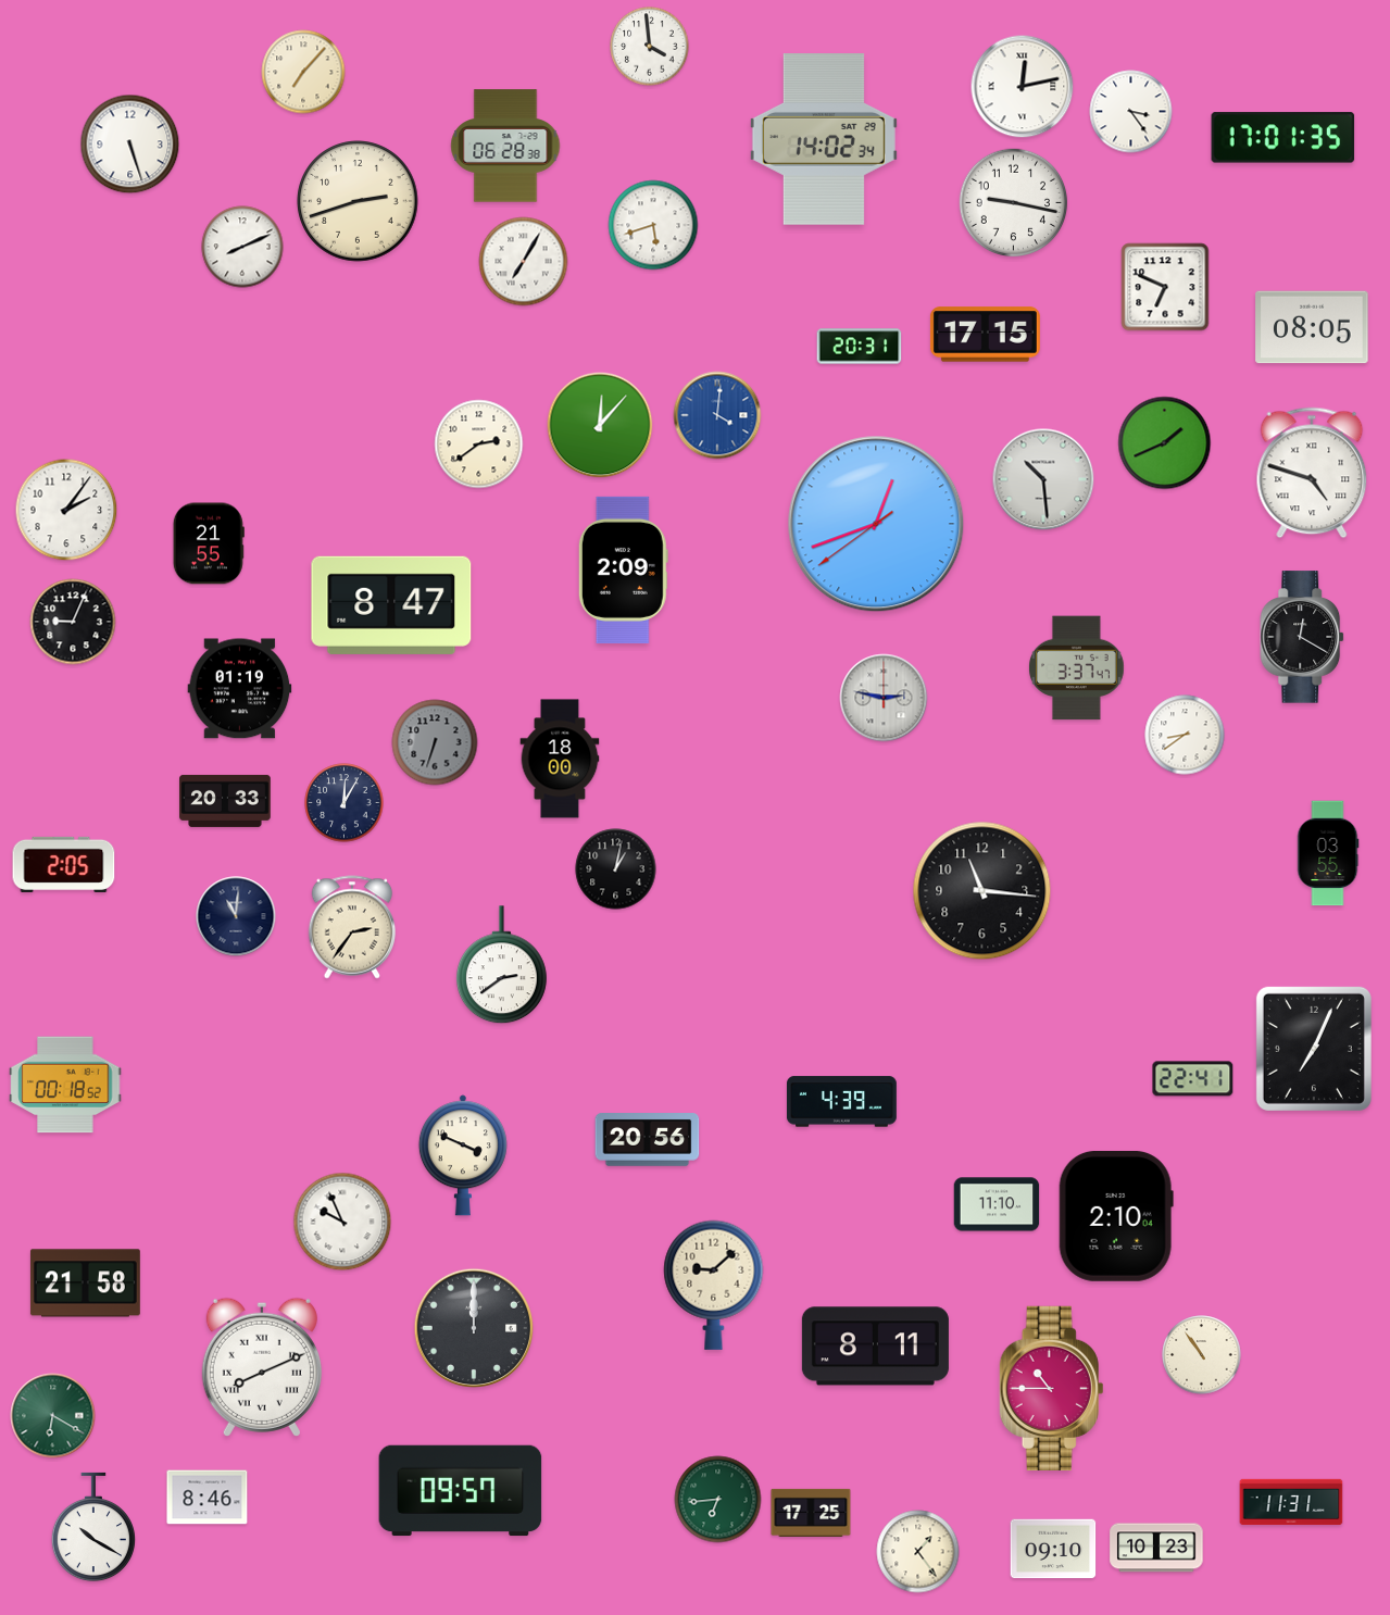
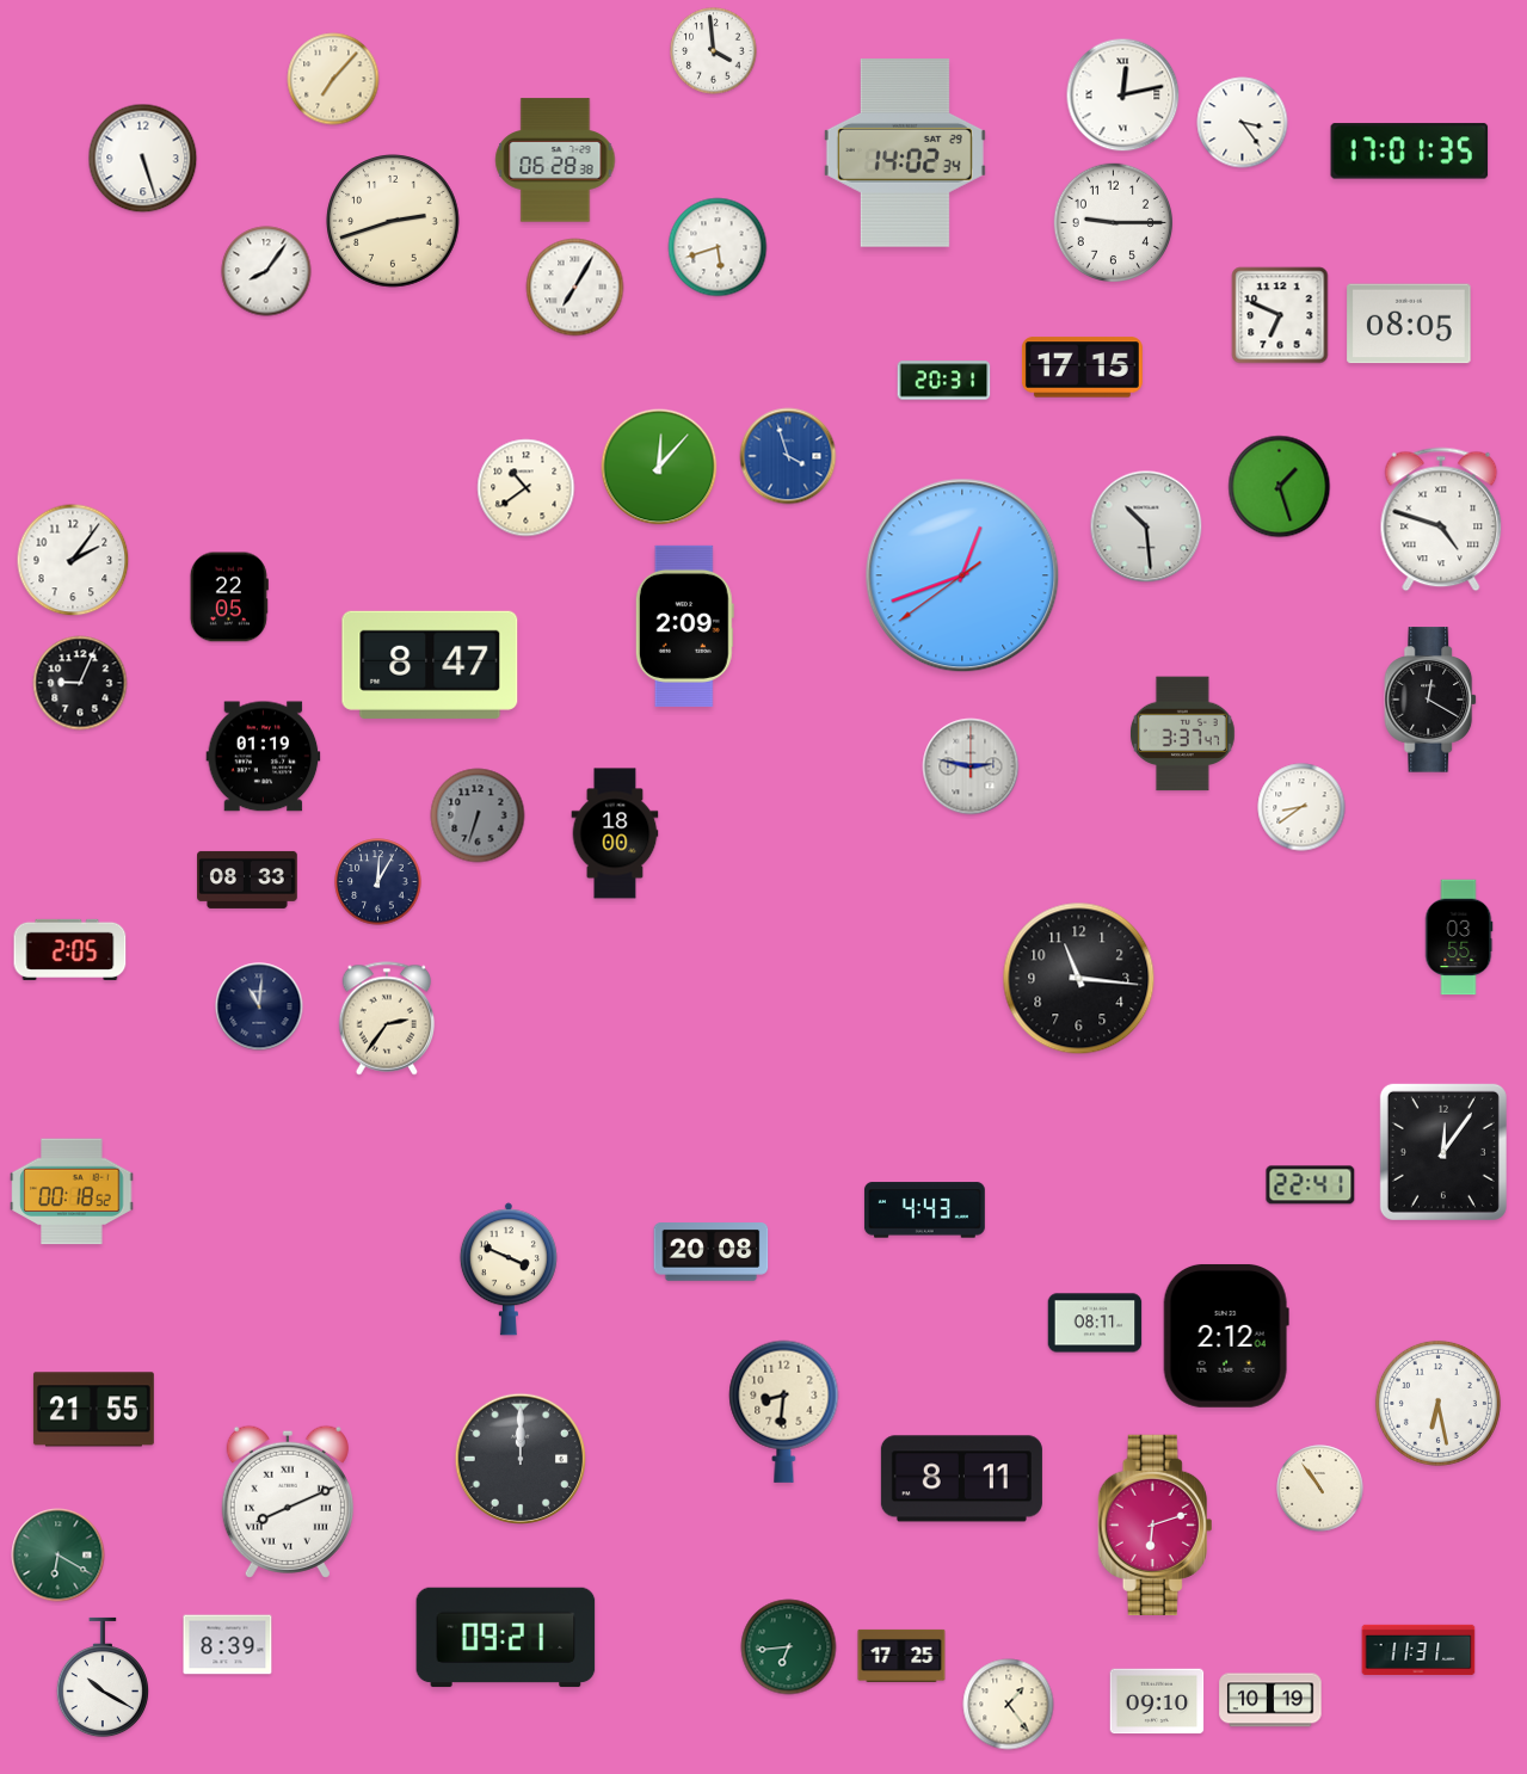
clock at (1013, 202): 9:17 -> 9:15
clock at (242, 247): 8:11 -> 8:06
clock at (1312, 327) position: (1312, 327) -> (1409, 324)
clock at (717, 415): 4:01 -> 3:57
clock at (1165, 443): 1:41 -> 1:27
clock at (479, 445): 2:39 -> 10:39
clock at (209, 543): 21:55 -> 22:05
clock at (225, 801): 20:33 -> 08:33
clock at (616, 869): 1:02 -> none
clock at (501, 965): 2:39 -> none
clock at (1314, 1049): 7:04 -> 12:06
clock at (841, 1102): 4:39 -> 4:43
clock at (648, 1140): 20:56 -> 20:08
clock at (997, 1204): 11:10 -> 08:11
clock at (1116, 1216): 2:10 -> 2:12
clock at (342, 1222): 9:56 -> none
clock at (1437, 1403): none -> 6:28
clock at (85, 1284): 21:58 -> 21:55
clock at (714, 1285): 9:08 -> 8:31
clock at (1052, 1388): 10:45 -> 6:12
clock at (461, 1491): 09:57 -> 09:21
clock at (208, 1498): 8:46 -> 8:39
clock at (811, 1513) position: (811, 1513) -> (901, 1656)
clock at (1156, 1548): 10:23 -> 10:19
